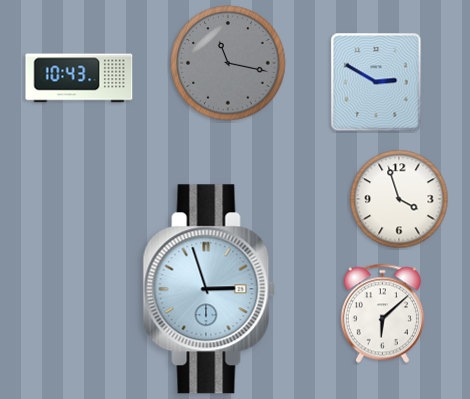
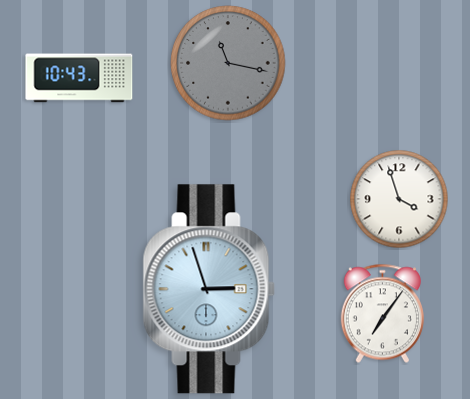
clock at (376, 82): 2:50 -> none
clock at (382, 314): 6:08 -> 7:06
